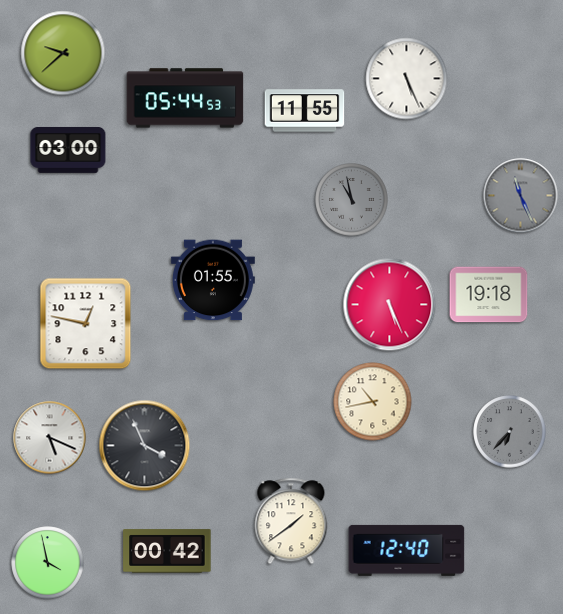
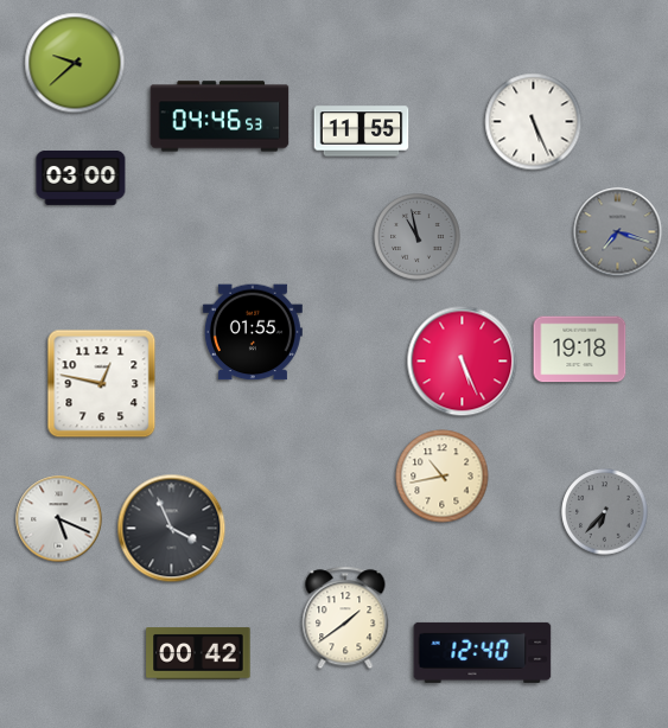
clock at (407, 79) position: (407, 79) -> (534, 122)
clock at (185, 98): 05:44 -> 04:46
clock at (521, 196): 11:26 -> 7:18
clock at (48, 563): 3:58 -> none
